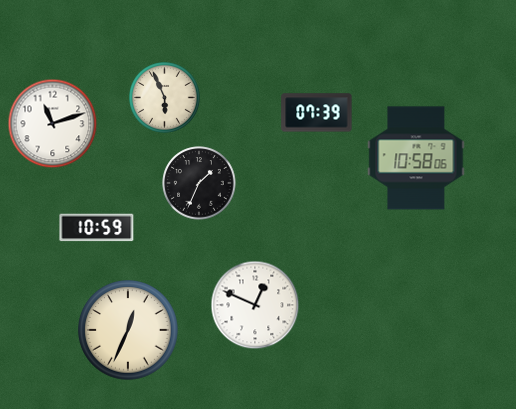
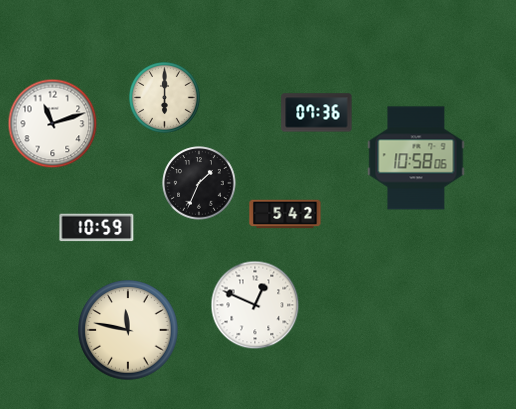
clock at (165, 98): 5:56 -> 6:00
clock at (317, 113): 07:39 -> 07:36
clock at (285, 214): none -> 5:42
clock at (128, 330): 12:34 -> 11:47
